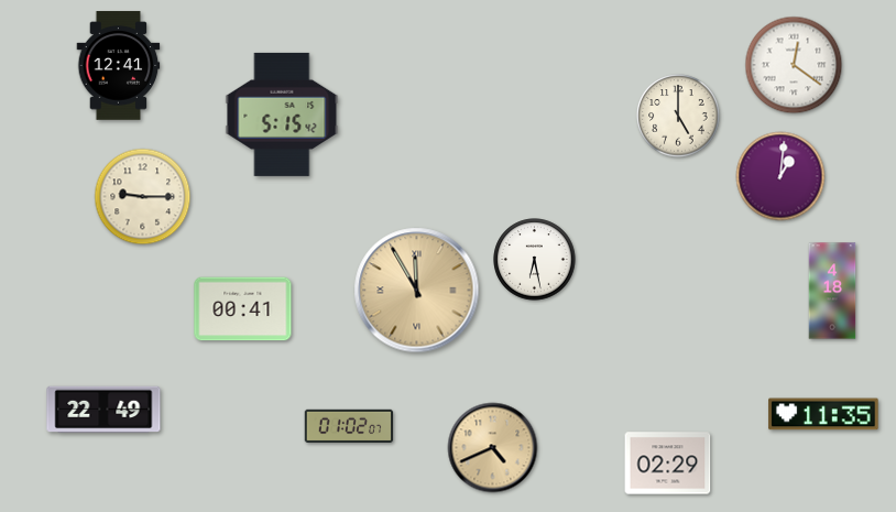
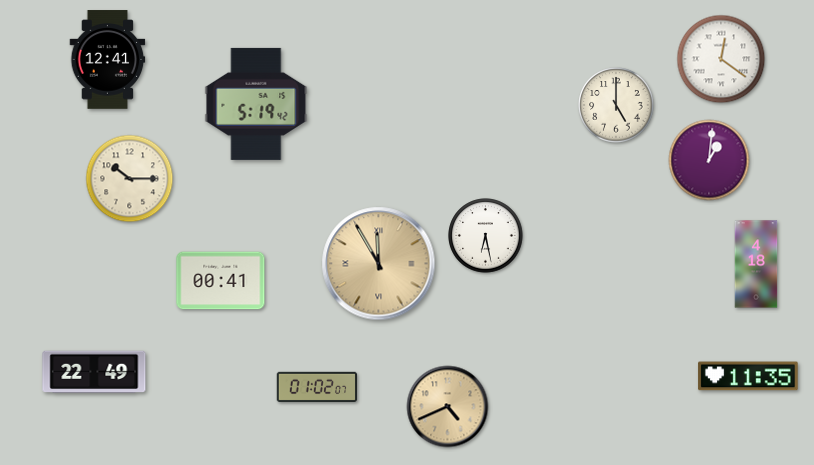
clock at (282, 115): 5:15 -> 5:19
clock at (143, 197): 9:15 -> 10:15
clock at (668, 464): 02:29 -> none
